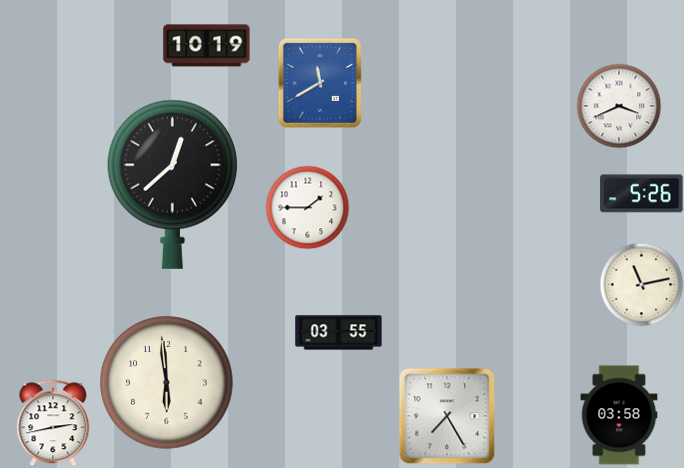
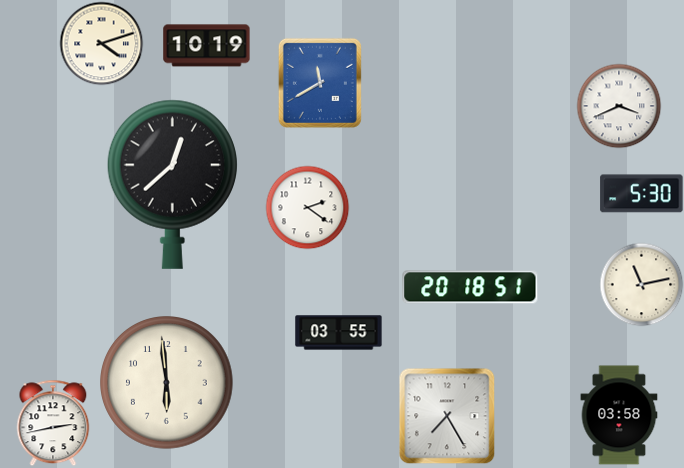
clock at (101, 43): none -> 4:12
clock at (642, 194): 5:26 -> 5:30
clock at (307, 207): 1:45 -> 2:21
clock at (470, 287): none -> 20:18
